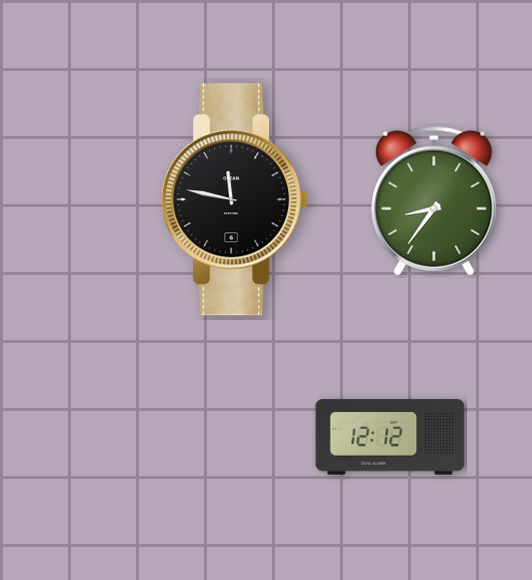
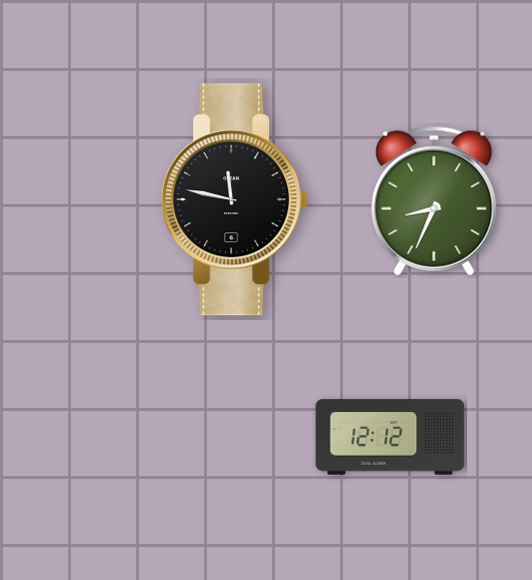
clock at (434, 201): 8:36 -> 8:34
